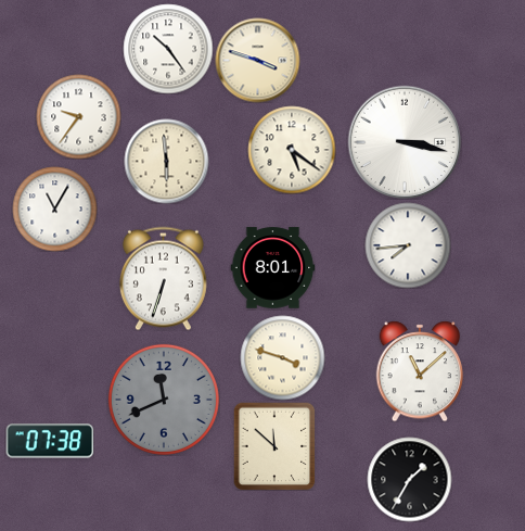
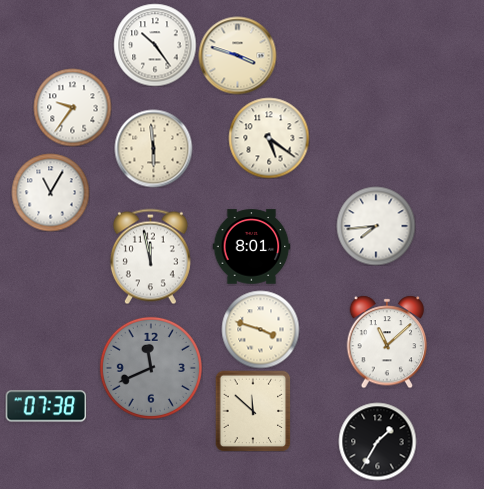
clock at (405, 142): 3:17 -> none
clock at (163, 278): 6:33 -> 11:58
